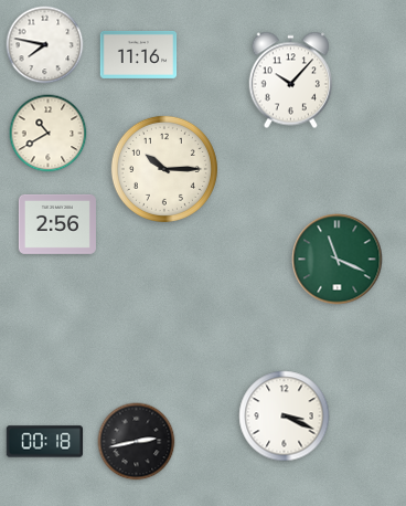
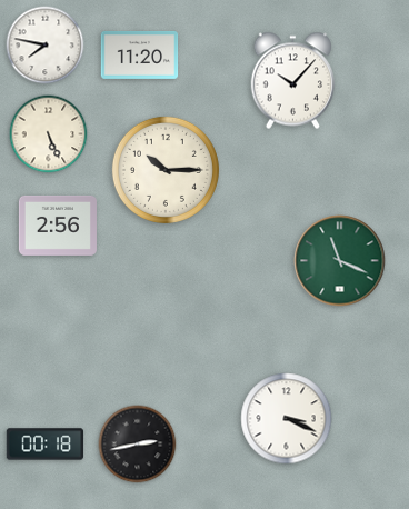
clock at (139, 54): 11:16 -> 11:20
clock at (49, 134): 10:40 -> 5:26
